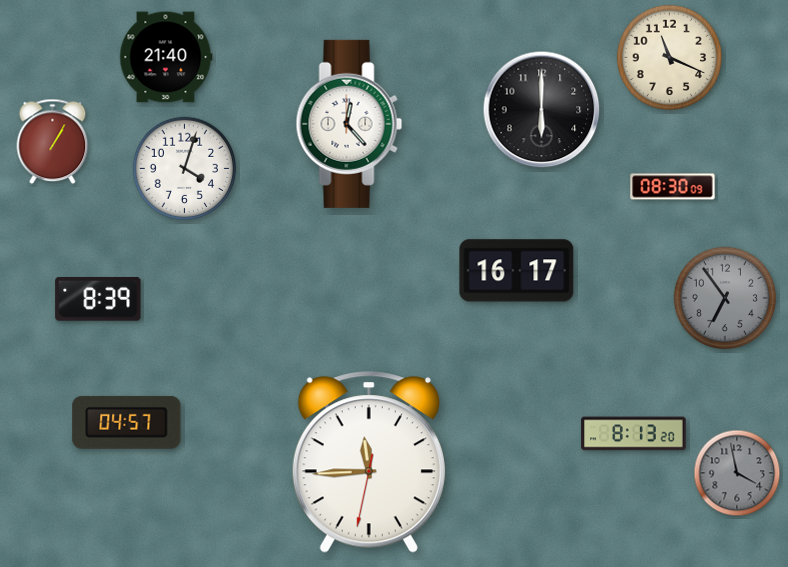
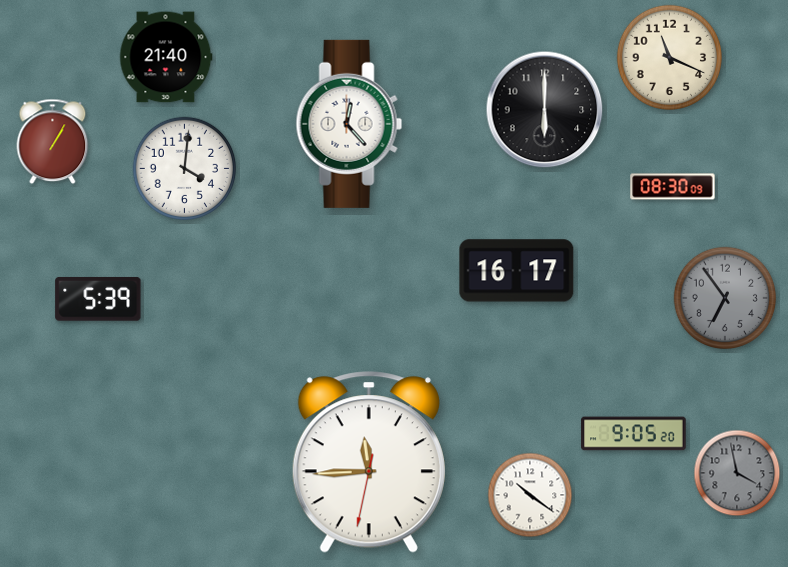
clock at (542, 110) position: (542, 110) -> (545, 110)
clock at (184, 168): 4:03 -> 4:01
clock at (98, 299): 8:39 -> 5:39
clock at (127, 422): 04:57 -> none
clock at (634, 434): 8:13 -> 9:05
clock at (530, 495): none -> 10:21
